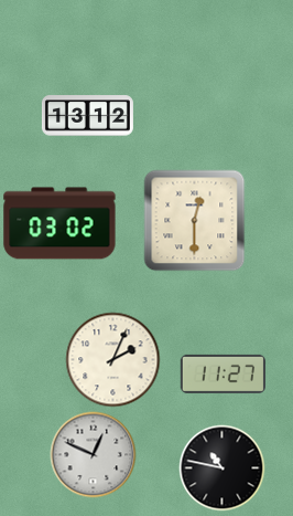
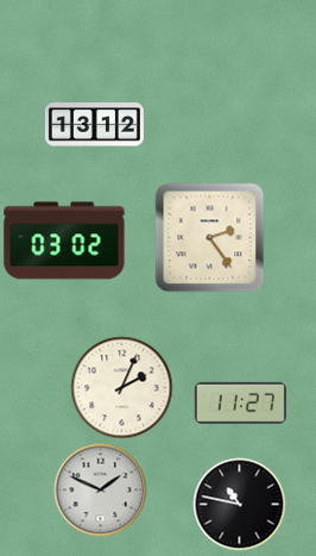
clock at (194, 220): 12:30 -> 2:24
clock at (93, 454): 12:49 -> 1:49
